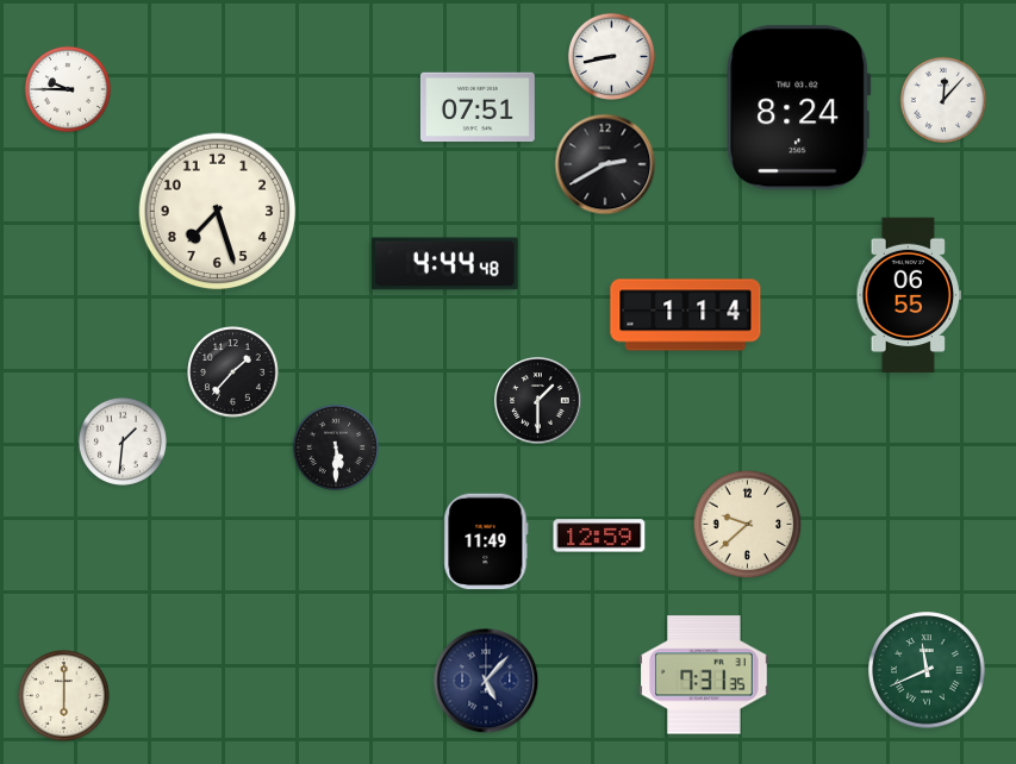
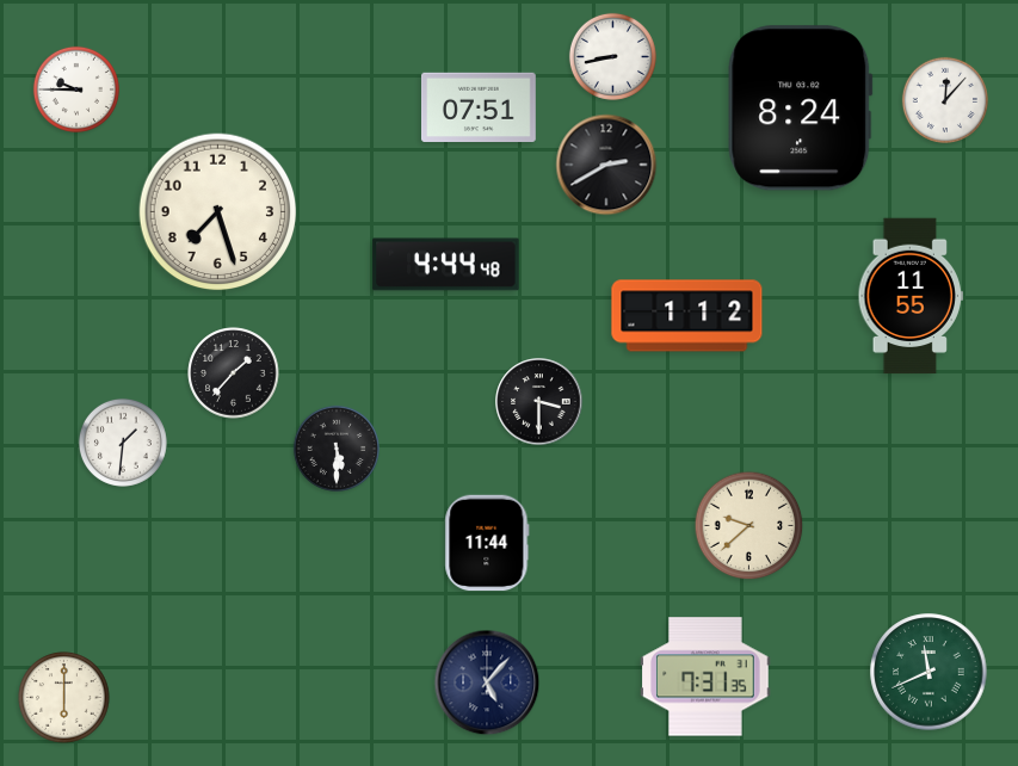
clock at (68, 89) position: (68, 89) -> (76, 89)
clock at (908, 295): 06:55 -> 11:55
clock at (686, 315): 1:14 -> 1:12
clock at (538, 401): 1:30 -> 3:30
clock at (599, 536): 12:59 -> none
clock at (486, 541): 11:49 -> 11:44
